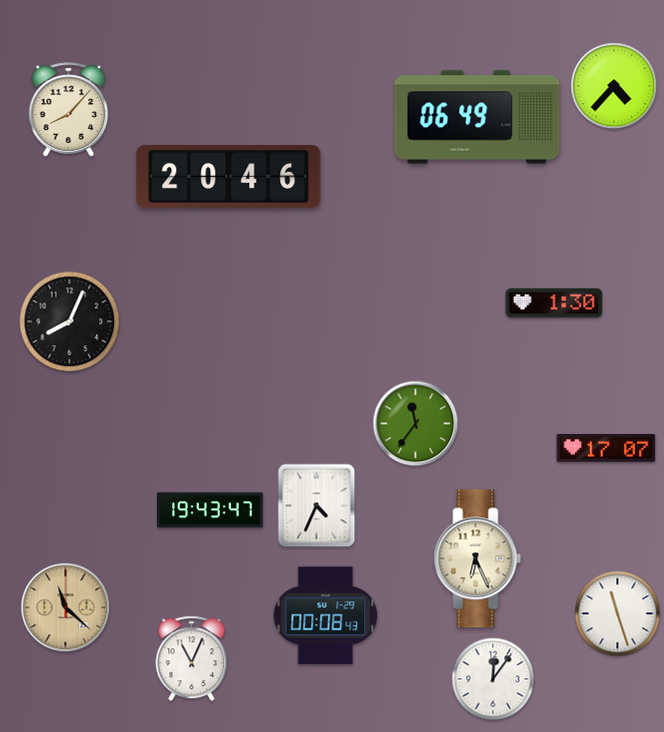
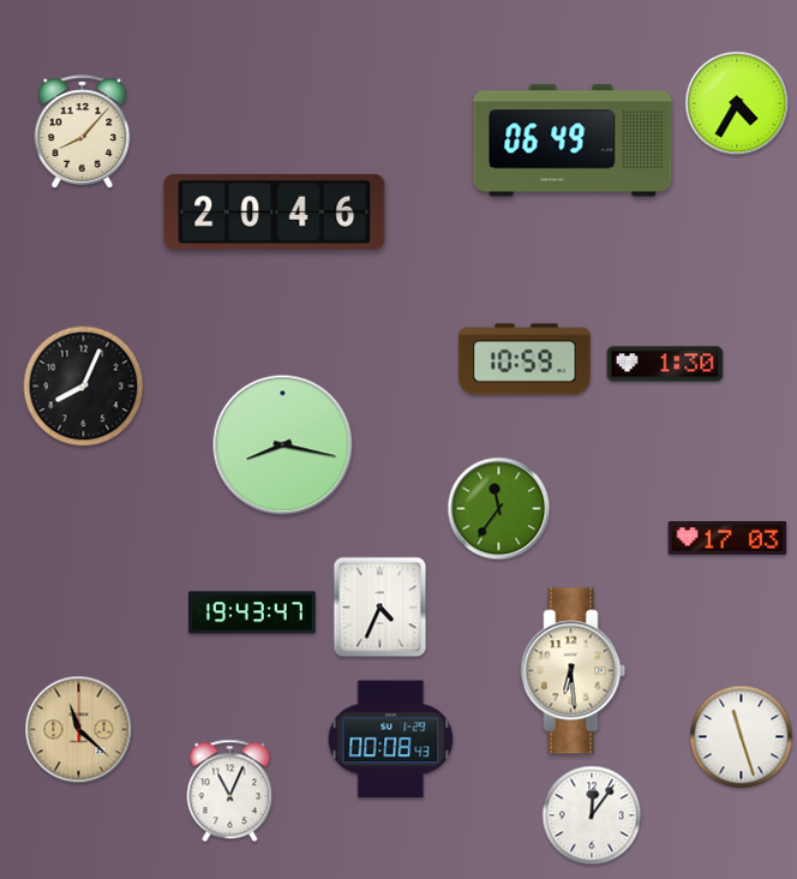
clock at (614, 86): 4:37 -> 4:35
clock at (525, 359): none -> 10:59
clock at (283, 446): none -> 8:17
clock at (606, 449): 17:07 -> 17:03
clock at (478, 559): 6:26 -> 6:29
